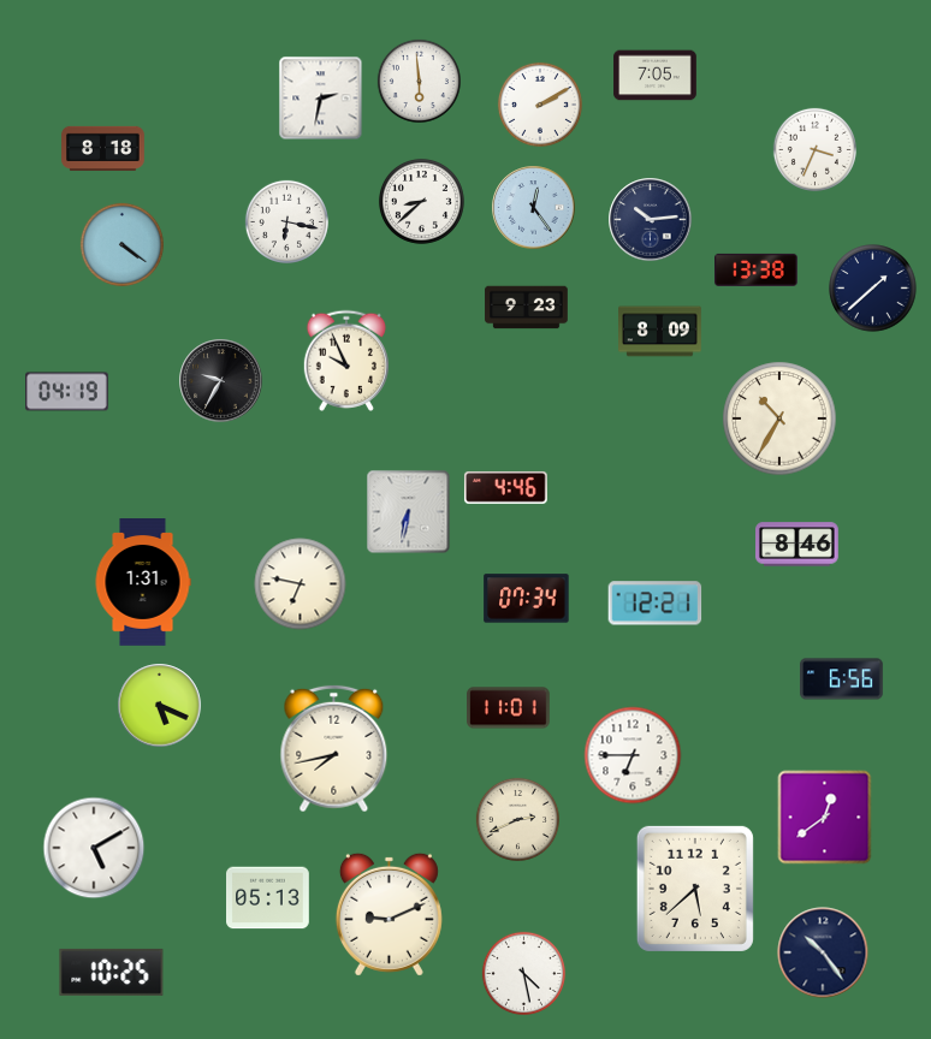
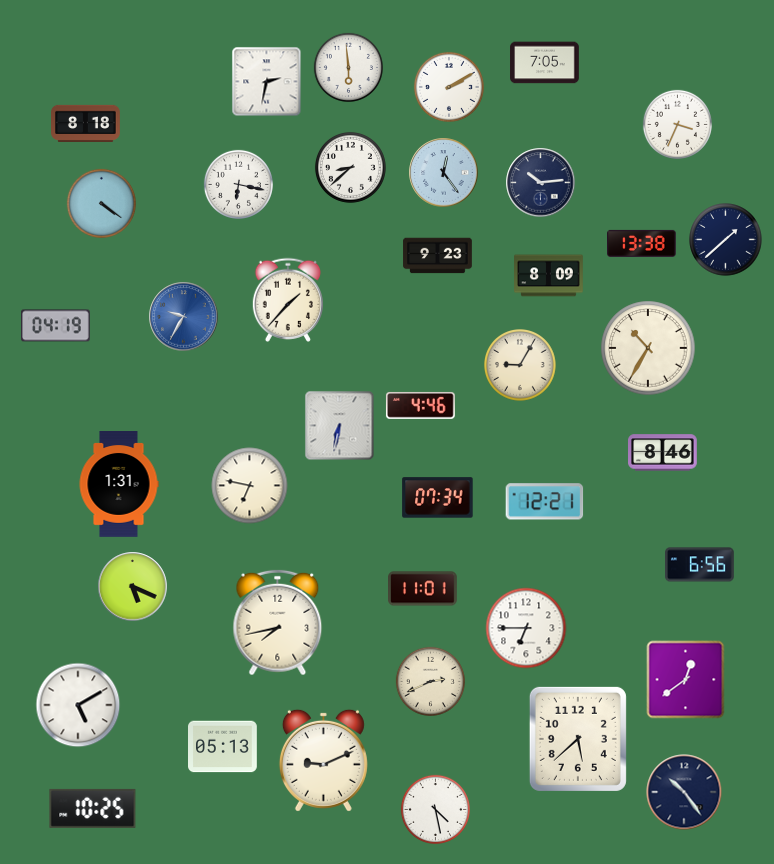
clock at (757, 269) position: (757, 269) -> (642, 243)
clock at (346, 361): 9:56 -> 1:37
clock at (221, 381) dial: black -> blue
clock at (521, 366): none -> 9:05
